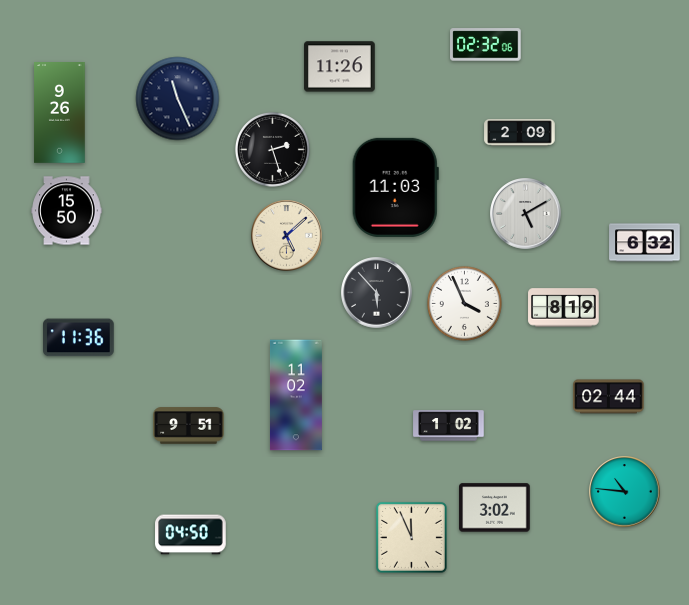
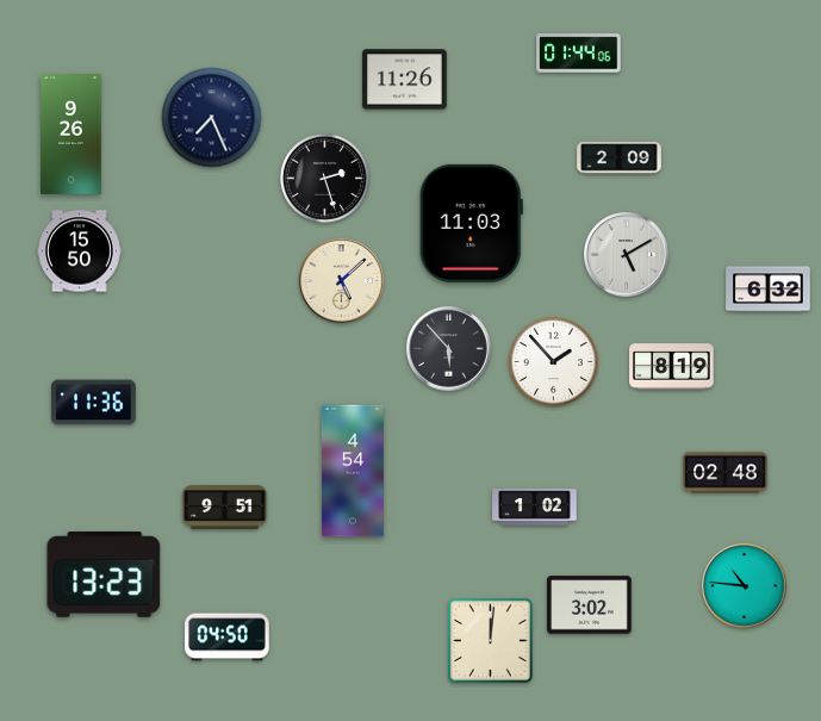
clock at (486, 45): 02:32 -> 01:44
clock at (178, 99): 11:26 -> 7:26
clock at (464, 303): 3:56 -> 1:53
clock at (296, 395): 11:02 -> 4:54
clock at (609, 397): 02:44 -> 02:48
clock at (104, 574): none -> 13:23
clock at (411, 537): 11:56 -> 12:01
